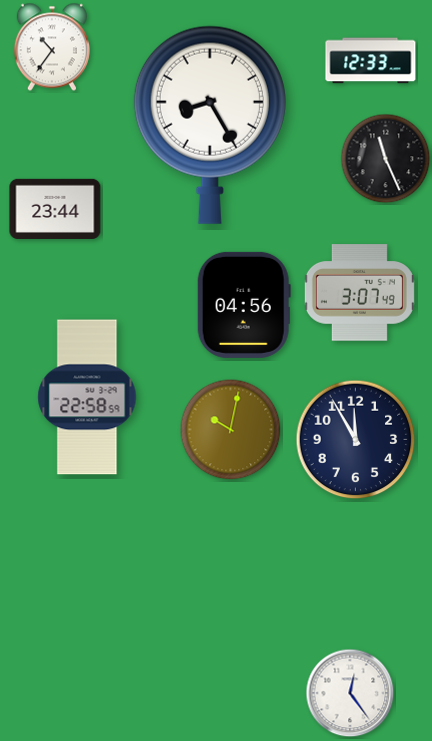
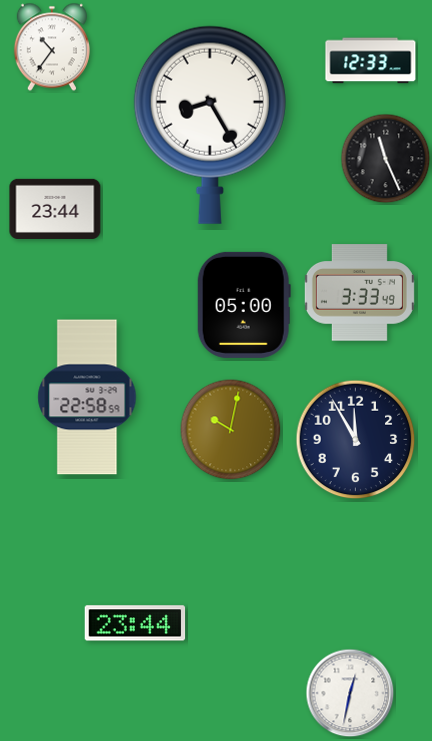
clock at (359, 293): 3:07 -> 3:33
clock at (244, 305): 04:56 -> 05:00
clock at (135, 623): none -> 23:44
clock at (350, 693): 12:24 -> 12:32
